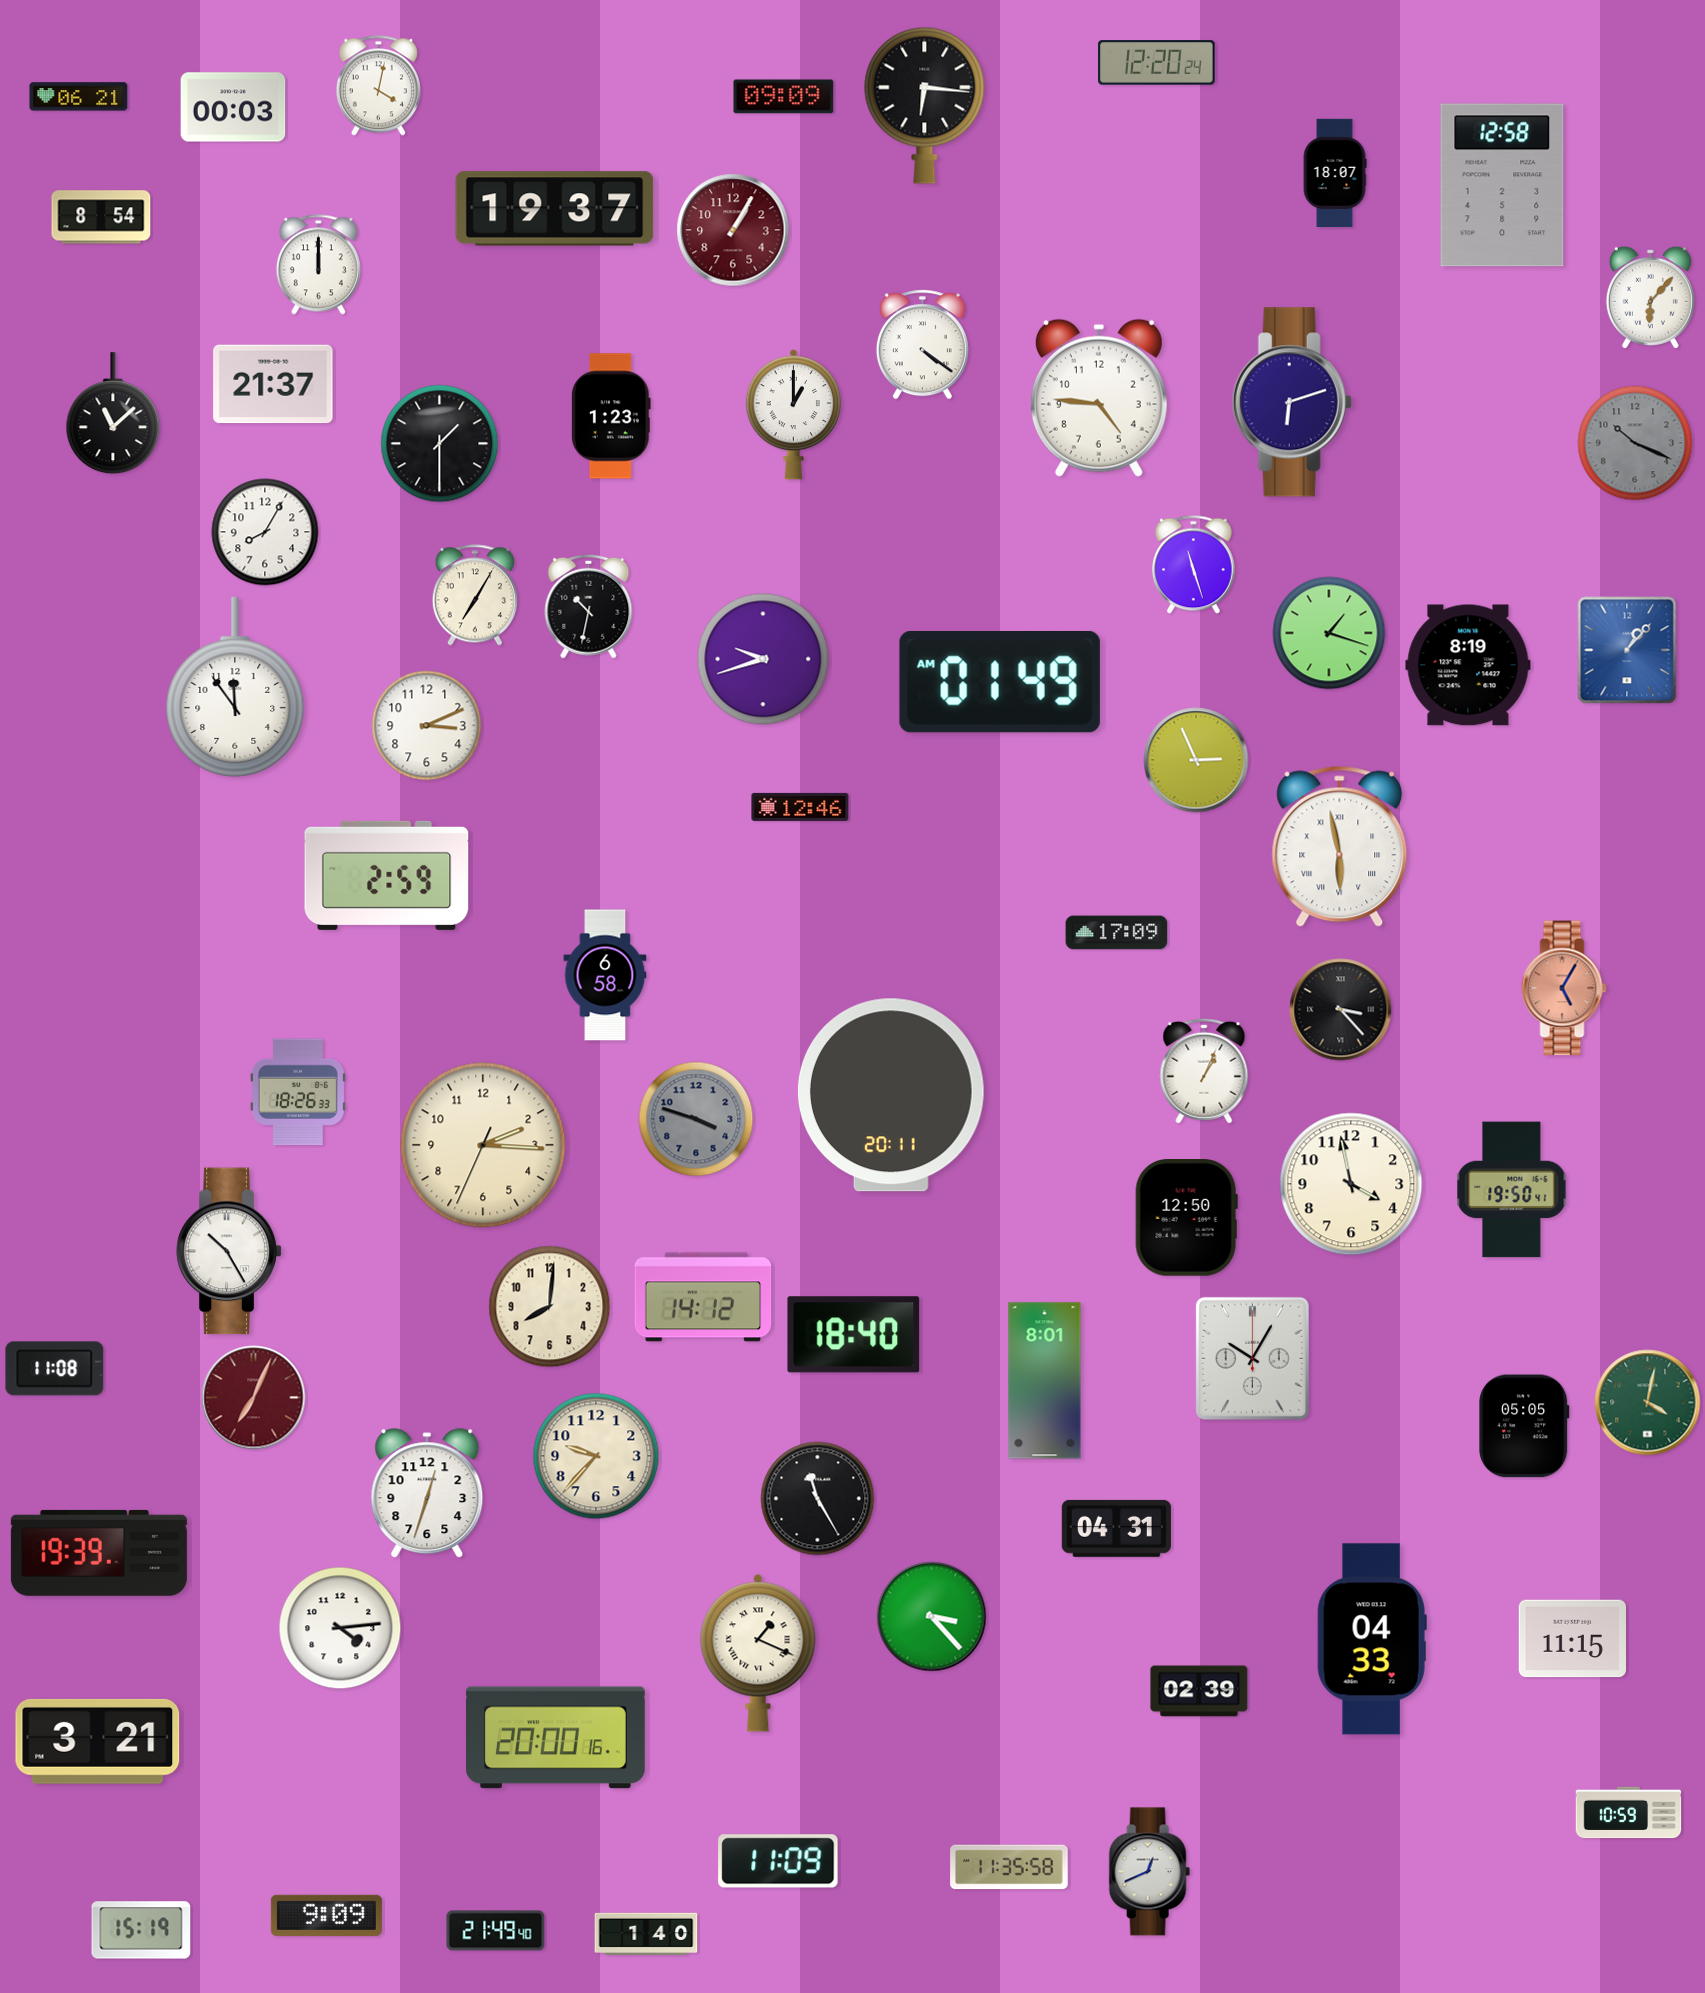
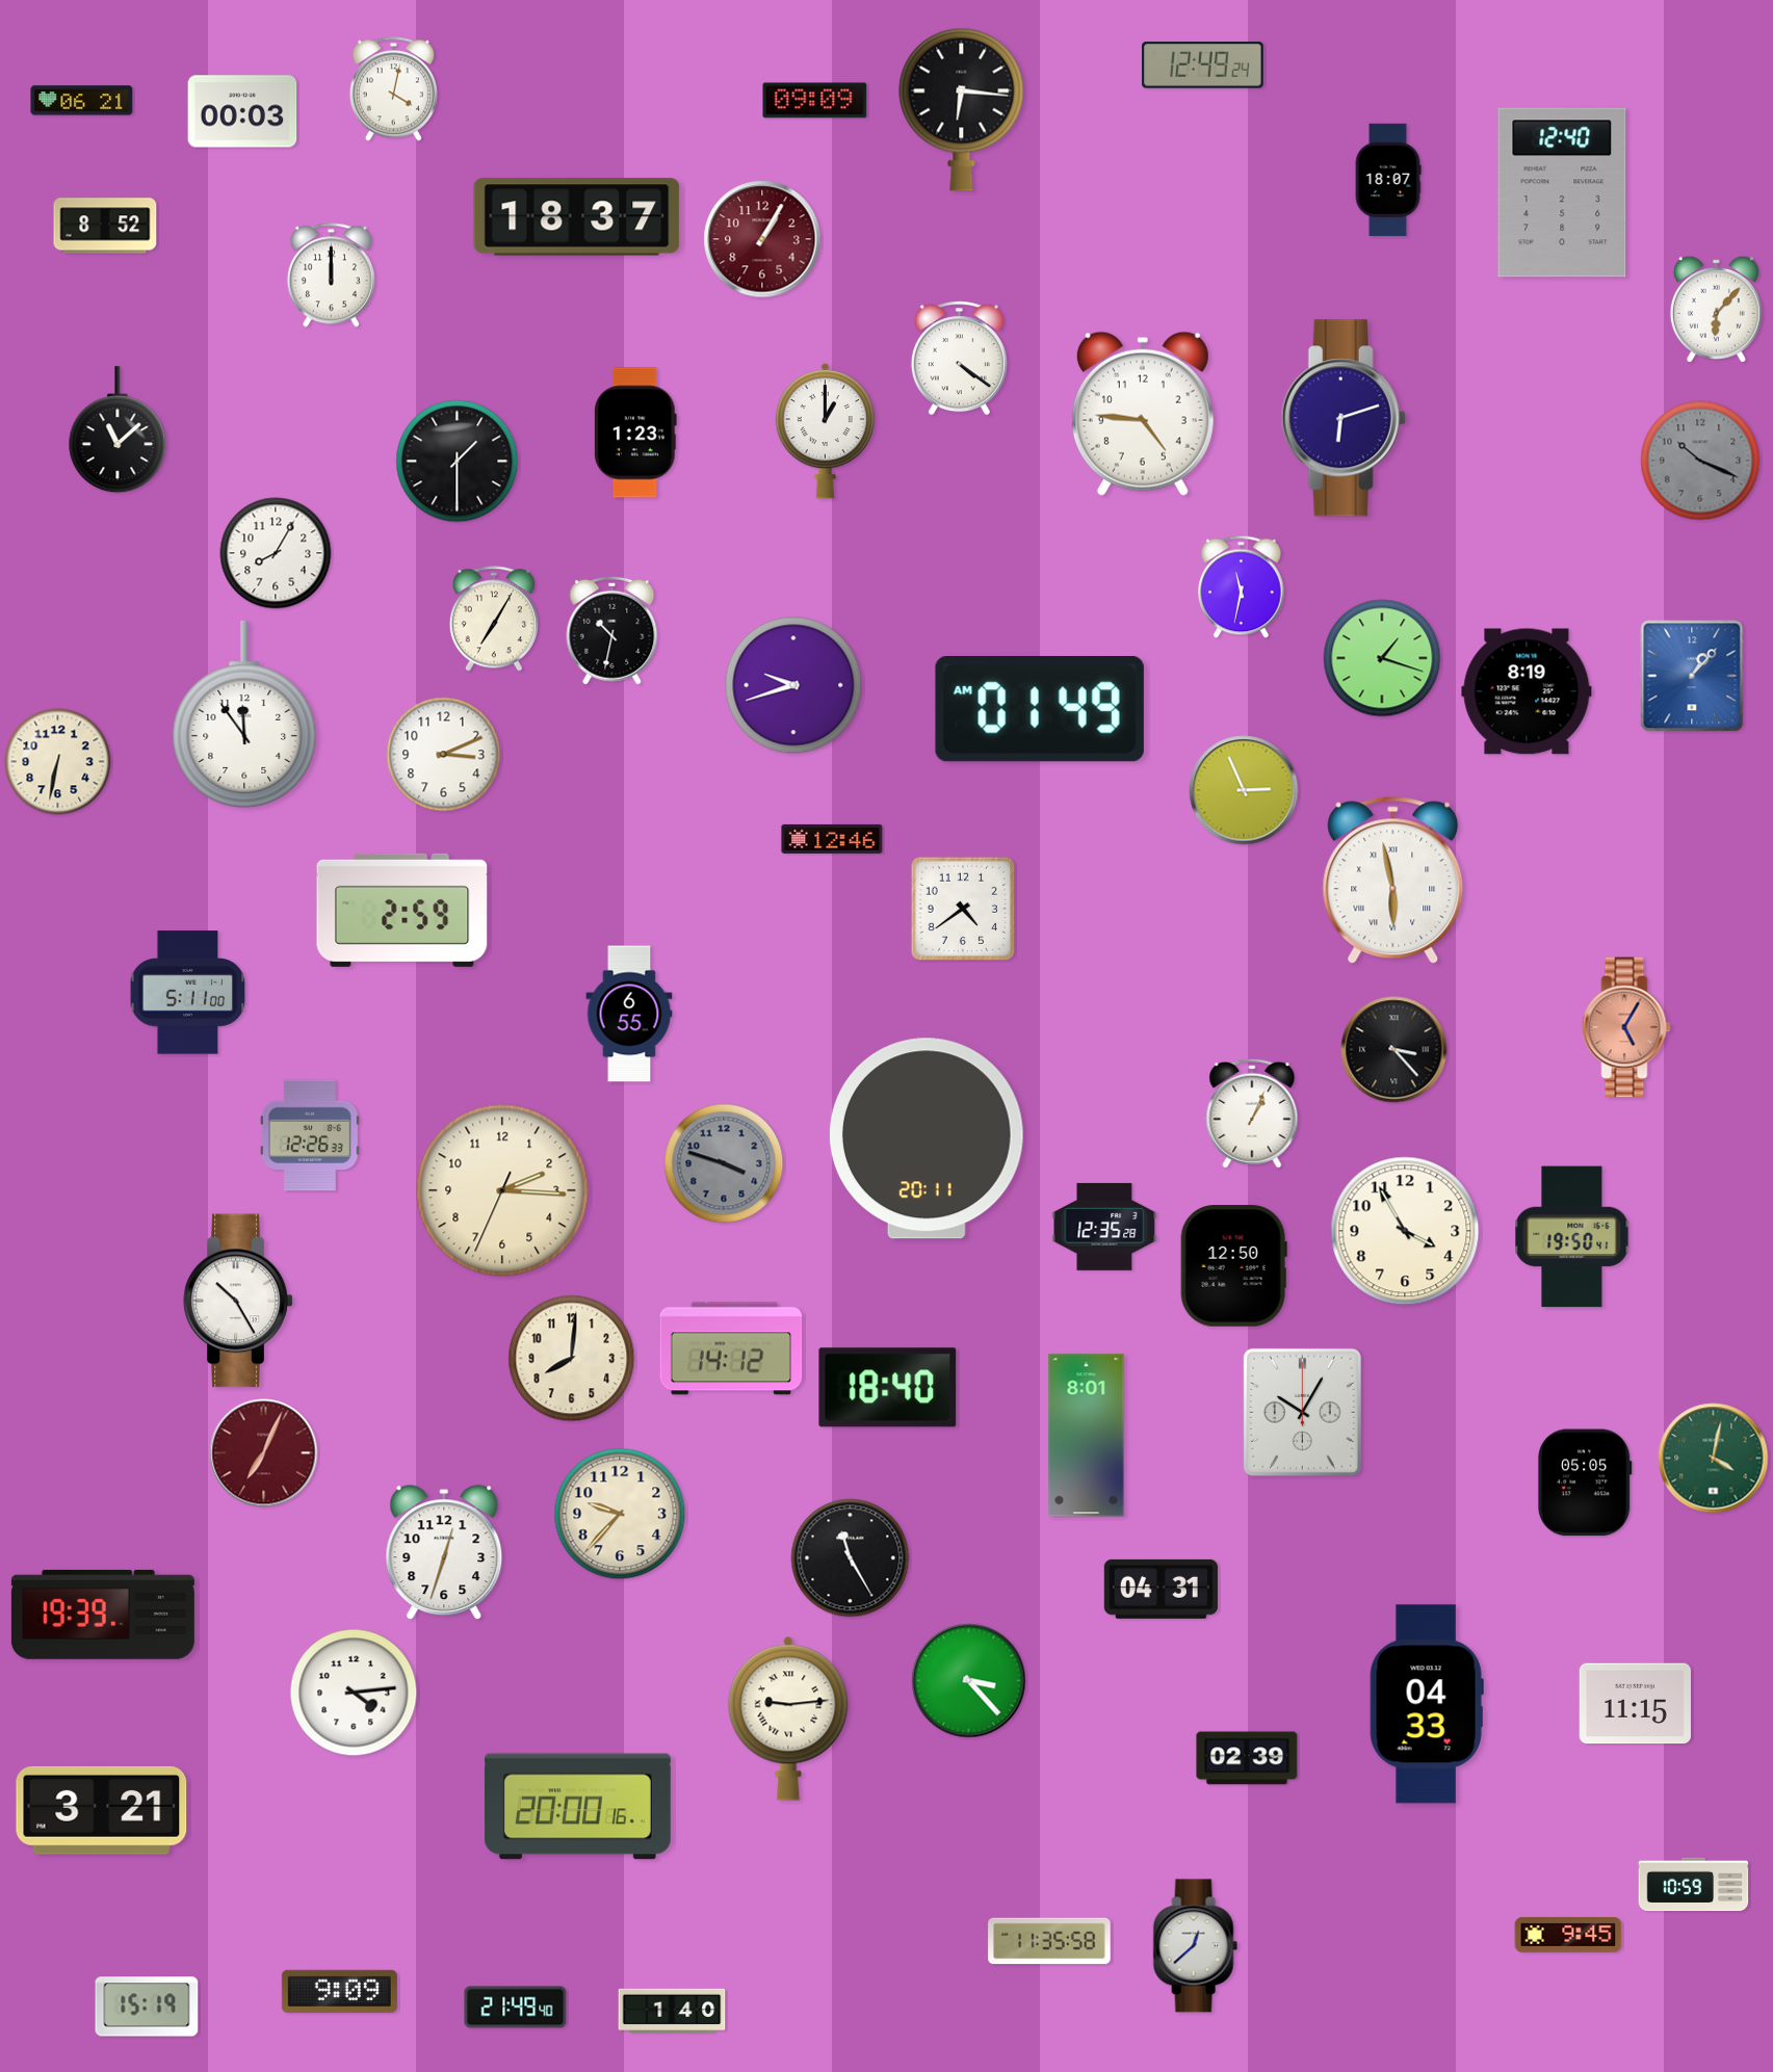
clock at (1157, 63): 12:20 -> 12:49
clock at (1502, 185): 12:58 -> 12:40
clock at (555, 209): 19:37 -> 18:37
clock at (101, 217): 8:54 -> 8:52
clock at (273, 384): 21:37 -> none
clock at (1194, 565): 11:27 -> 11:32
clock at (58, 762): none -> 6:32
clock at (963, 909): none -> 4:39
clock at (1117, 933): 17:09 -> none
clock at (188, 993): none -> 5:11
clock at (605, 975): 6:58 -> 6:55
clock at (298, 1092): 18:26 -> 12:26
clock at (1104, 1227): none -> 12:35
clock at (1351, 1184): 3:58 -> 3:55
clock at (55, 1369): 11:08 -> none
clock at (758, 1653): 1:19 -> 9:14
clock at (778, 1861): 11:09 -> none
clock at (1568, 1935): none -> 9:45
clock at (1149, 1872): 12:41 -> 12:38
